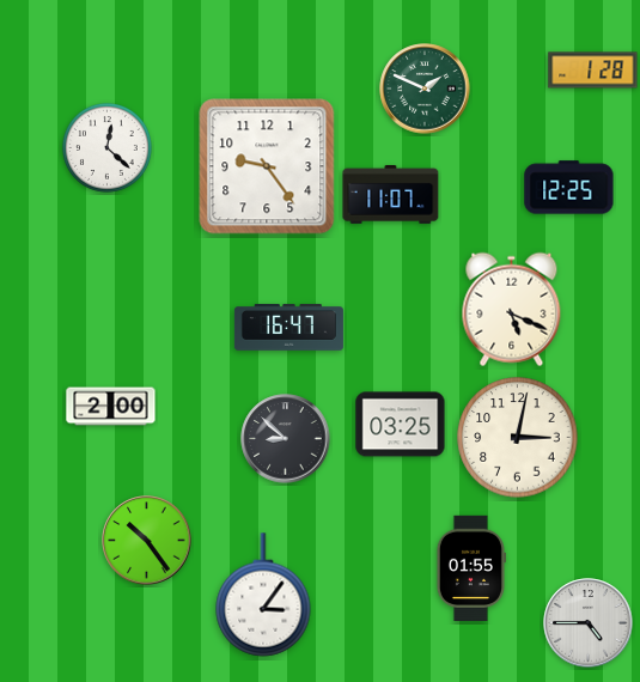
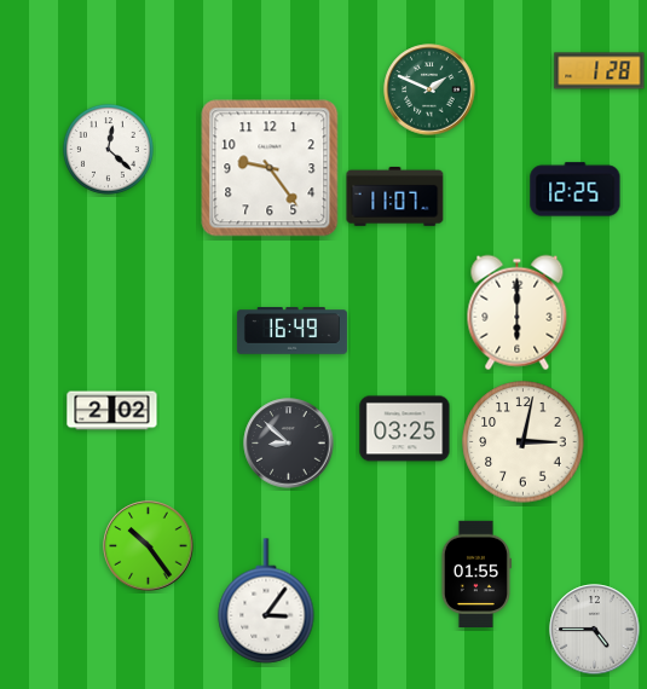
clock at (512, 310): 5:19 -> 6:00
clock at (288, 328): 16:47 -> 16:49
clock at (111, 407): 2:00 -> 2:02
